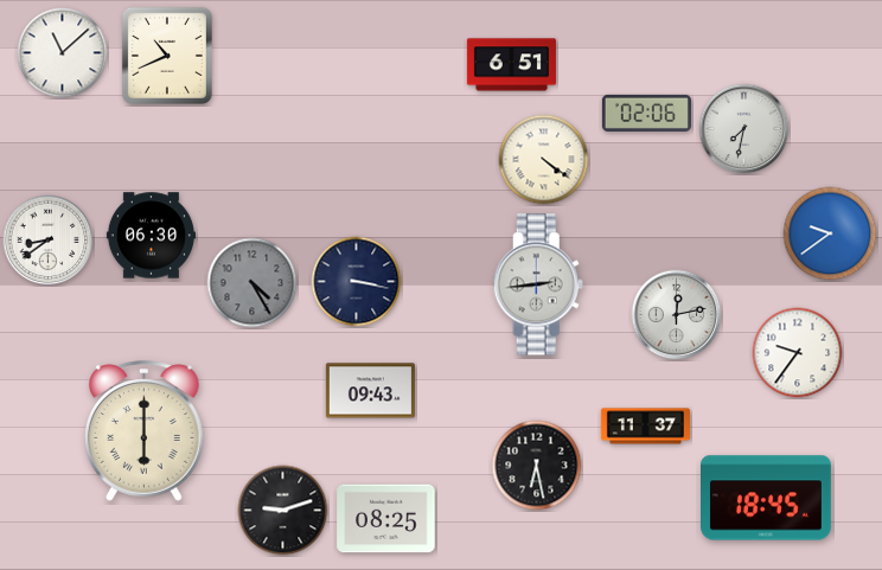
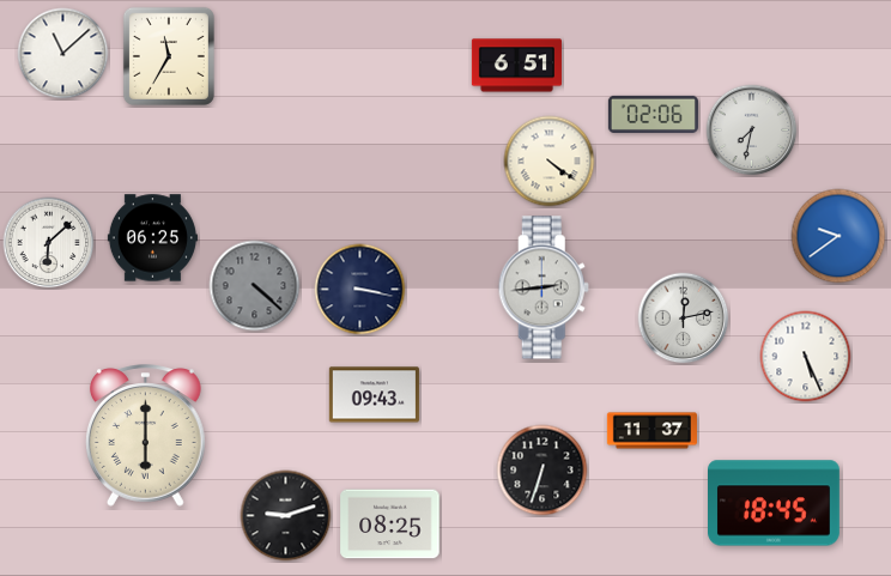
clock at (167, 56): 10:41 -> 11:35
clock at (151, 236): 06:30 -> 06:25
clock at (49, 241): 8:39 -> 6:08
clock at (357, 282) position: (357, 282) -> (360, 290)
clock at (253, 283): 4:25 -> 4:22
clock at (798, 353): 9:36 -> 5:26
clock at (537, 466): 6:28 -> 6:33
